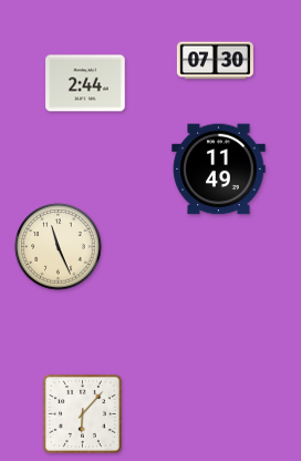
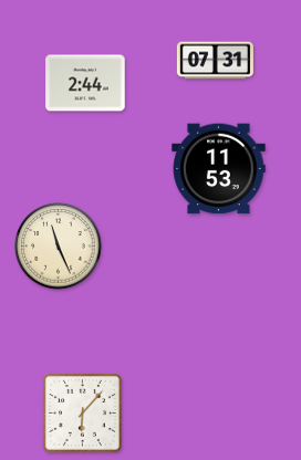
clock at (215, 61): 07:30 -> 07:31
clock at (219, 170): 11:49 -> 11:53
